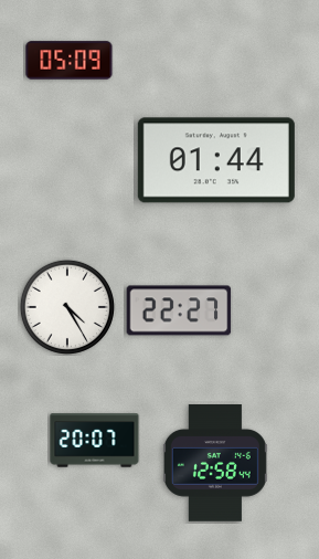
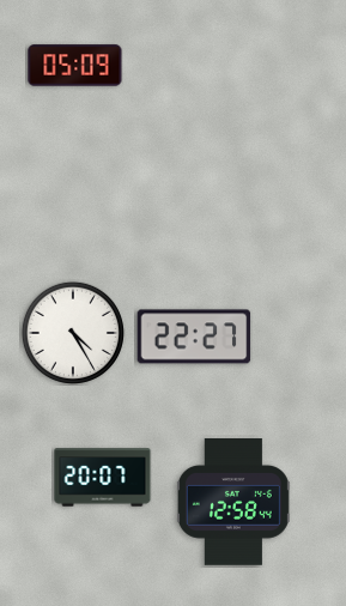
clock at (216, 160): 01:44 -> none
